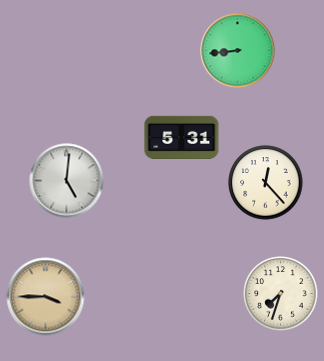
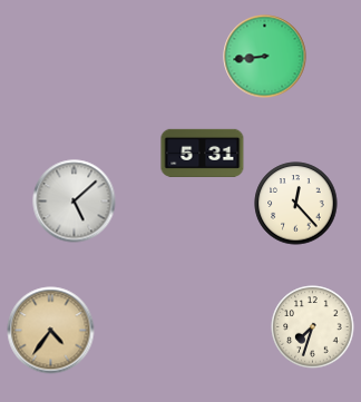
clock at (67, 181): 5:01 -> 5:08
clock at (46, 297): 3:45 -> 4:36
